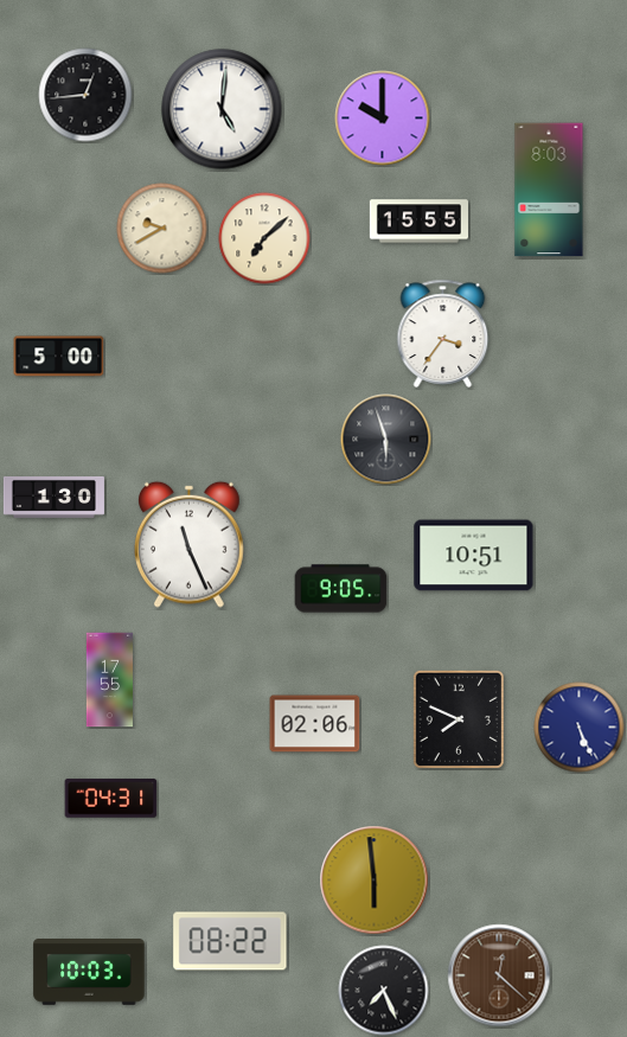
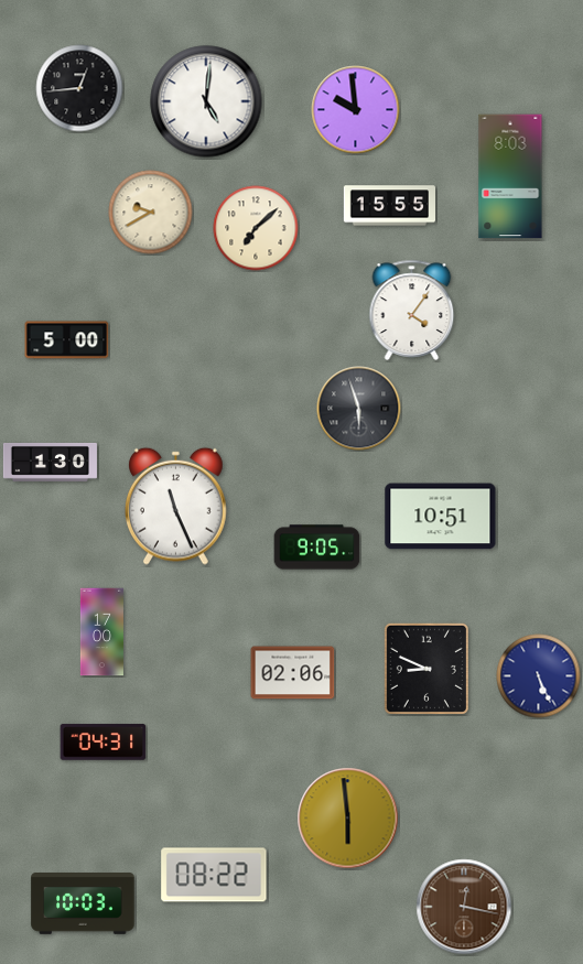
clock at (383, 119): 10:00 -> 9:59
clock at (264, 238) position: (264, 238) -> (256, 228)
clock at (443, 333): 3:36 -> 4:06
clock at (59, 357) position: (59, 357) -> (67, 340)
clock at (109, 680): 17:55 -> 17:00
clock at (459, 719): 7:49 -> 8:49
clock at (499, 975): 12:22 -> 12:17
clock at (384, 991): 7:26 -> none
